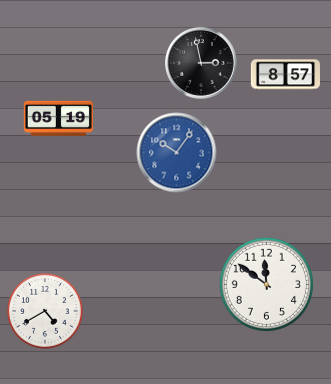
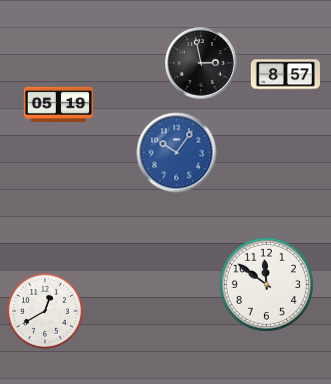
clock at (58, 118) position: (58, 118) -> (58, 104)
clock at (46, 312): 4:40 -> 12:40
